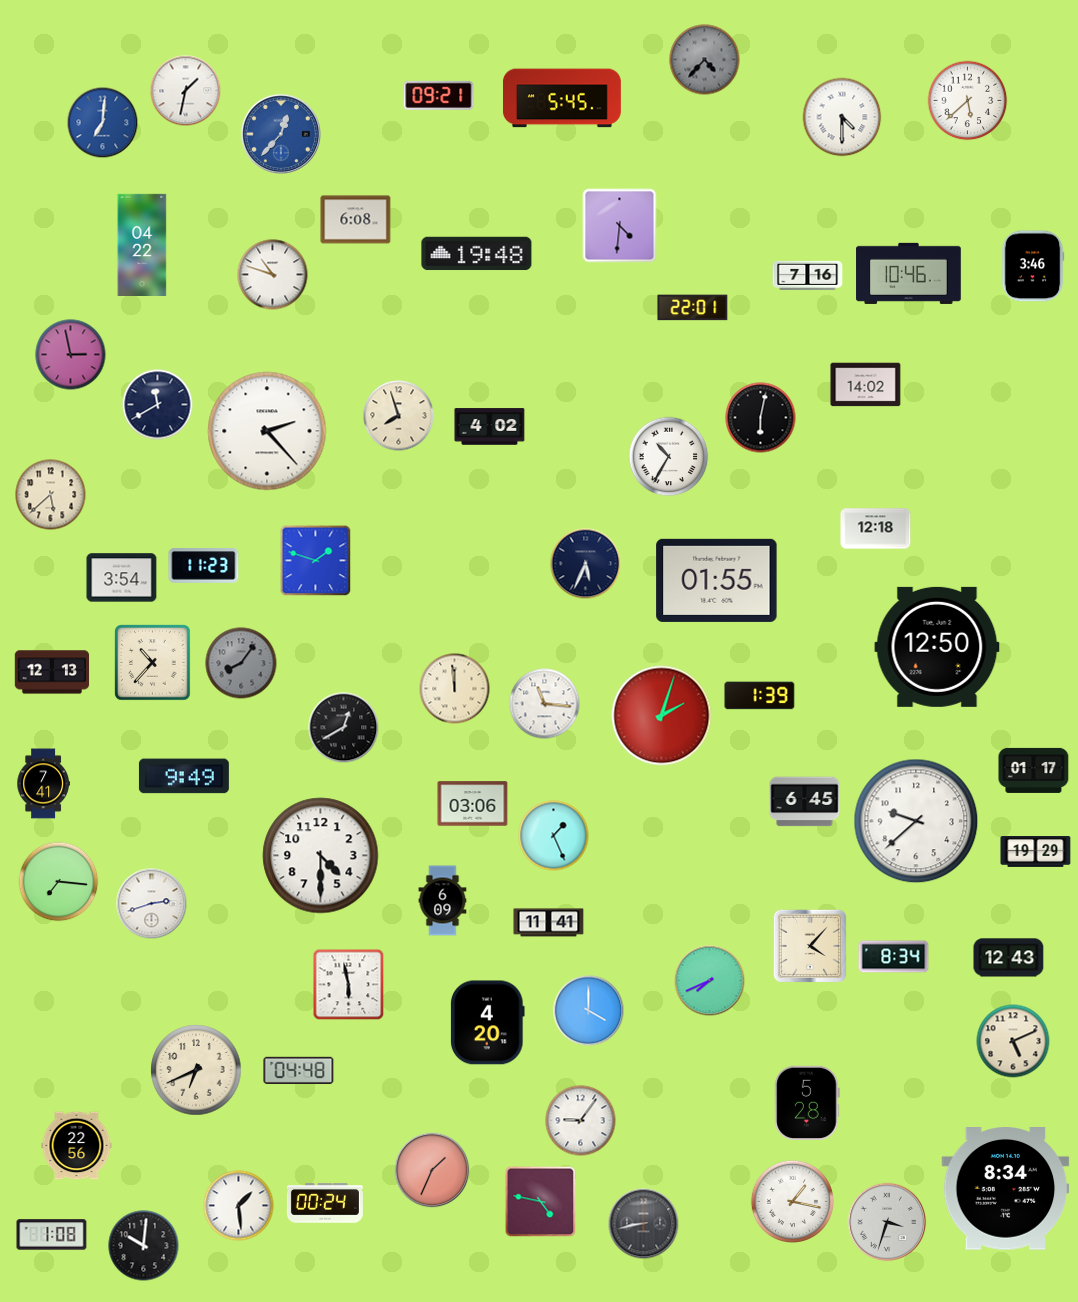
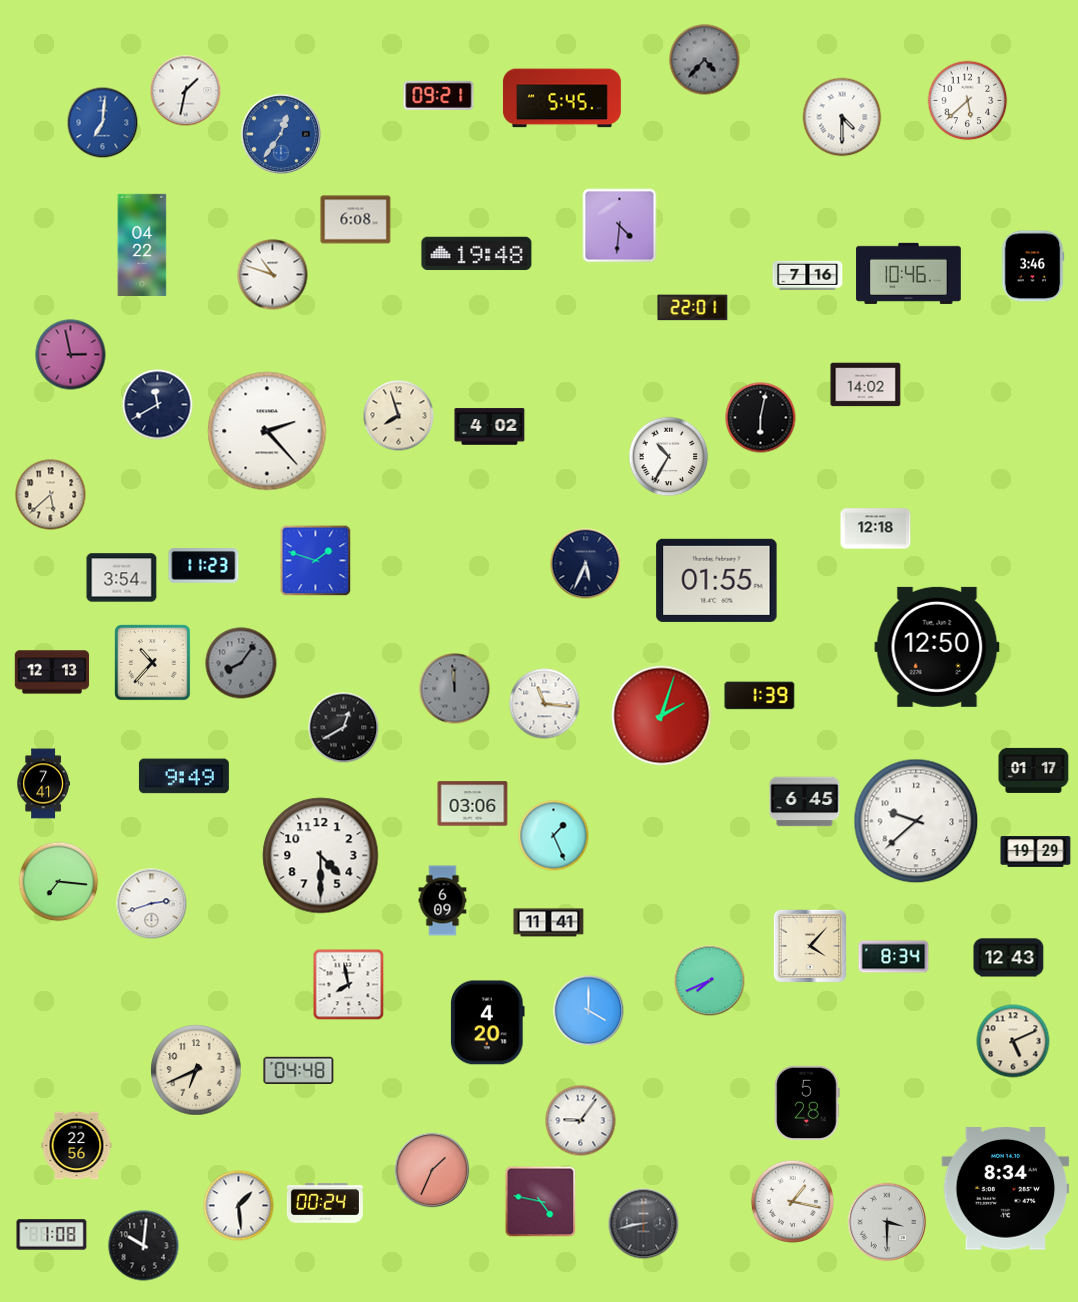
clock at (280, 133): 12:37 -> 12:36
clock at (455, 689) dial: cream -> grey
clock at (349, 985): 5:58 -> 7:58
clock at (887, 1222): 3:33 -> 3:30
